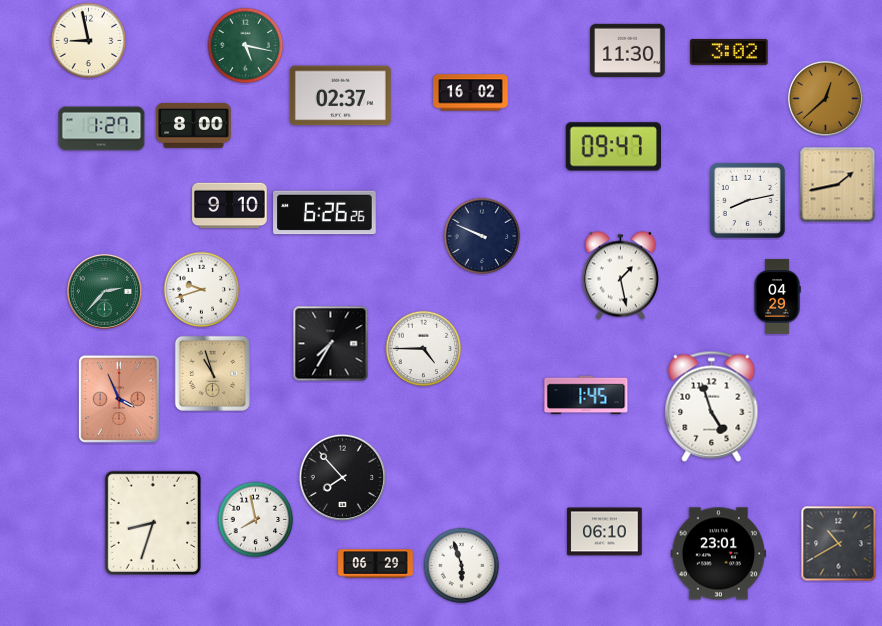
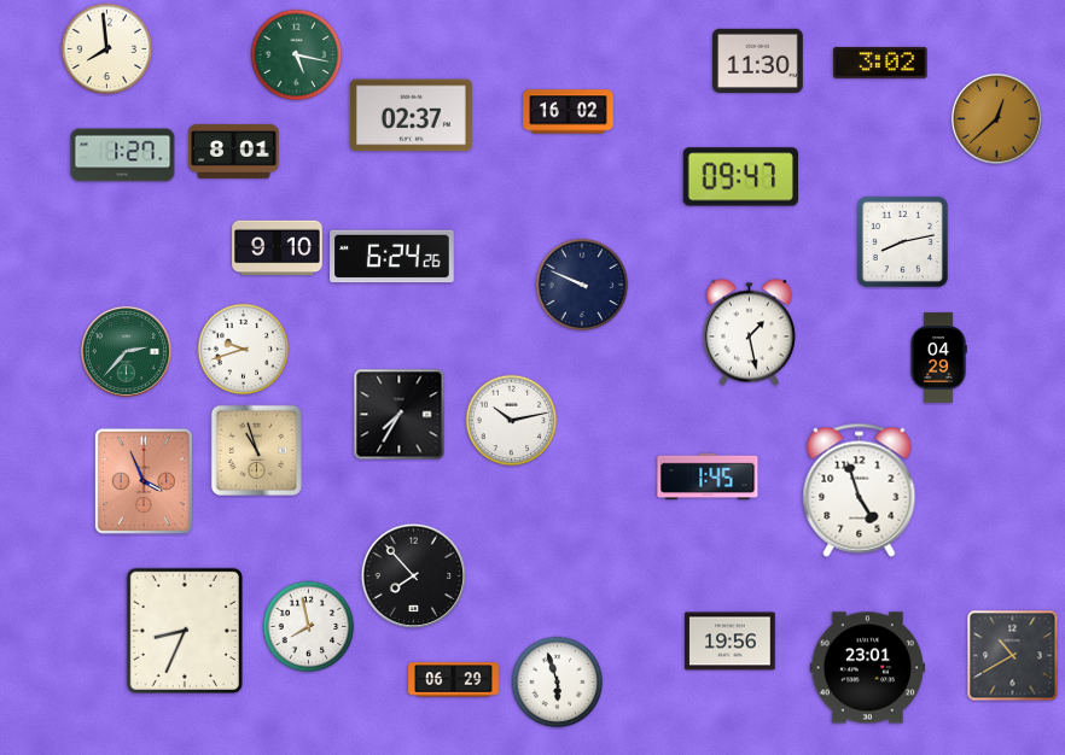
clock at (89, 41): 8:58 -> 7:59
clock at (194, 126): 8:00 -> 8:01
clock at (838, 185): 1:43 -> none
clock at (325, 213): 6:26 -> 6:24
clock at (424, 349): 4:45 -> 10:13
clock at (153, 523): 8:33 -> 8:34
clock at (605, 532): 06:10 -> 19:56
